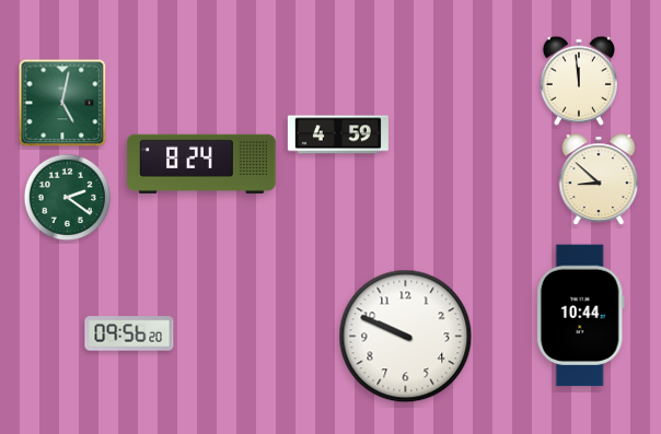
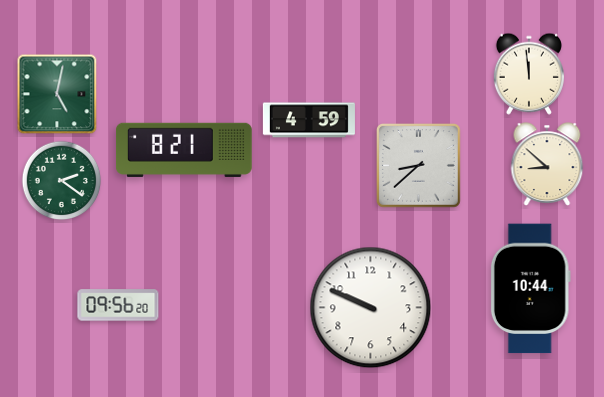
clock at (338, 134) position: (338, 134) -> (309, 120)
clock at (202, 164): 8:24 -> 8:21
clock at (418, 165): none -> 8:38
